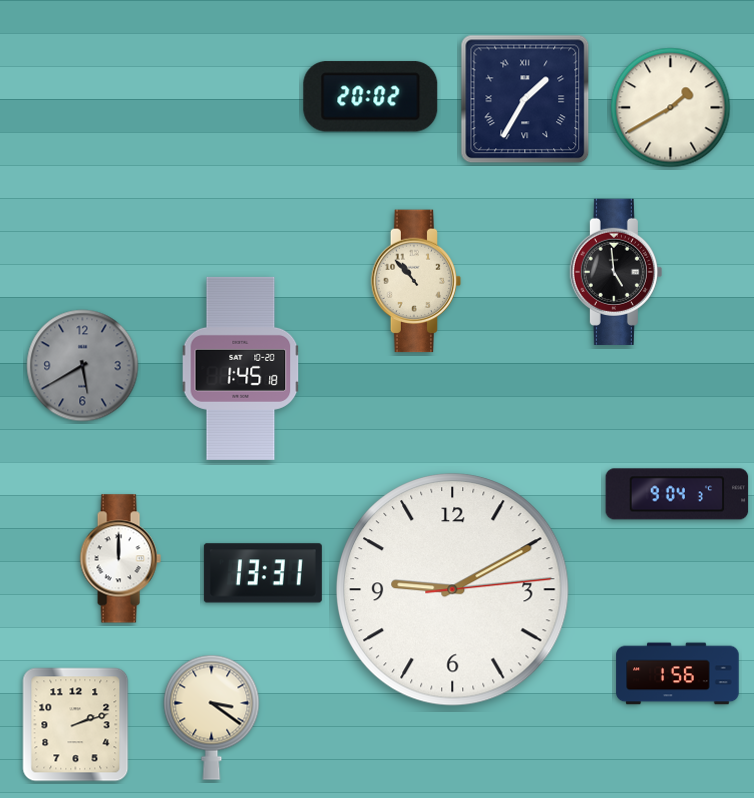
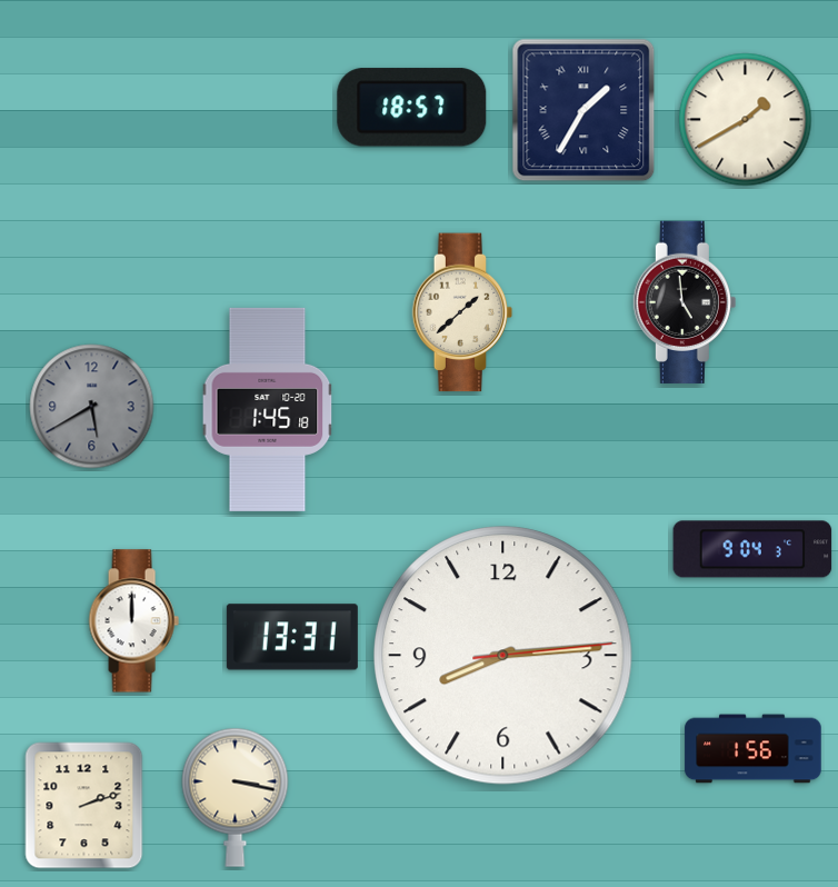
clock at (371, 97): 20:02 -> 18:57
clock at (416, 281): 10:53 -> 1:38
clock at (453, 590): 9:10 -> 8:14
clock at (212, 717): 3:21 -> 3:17
